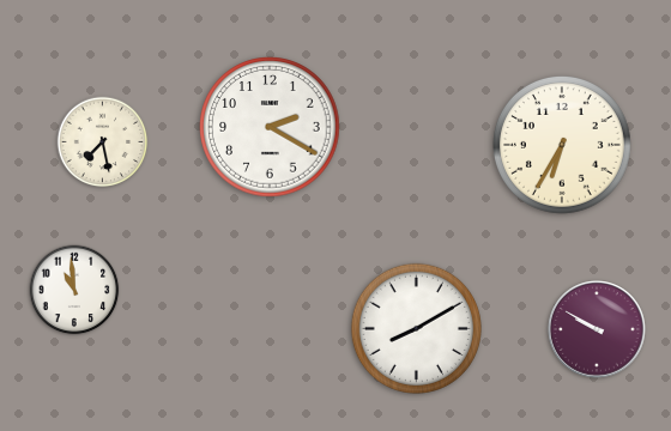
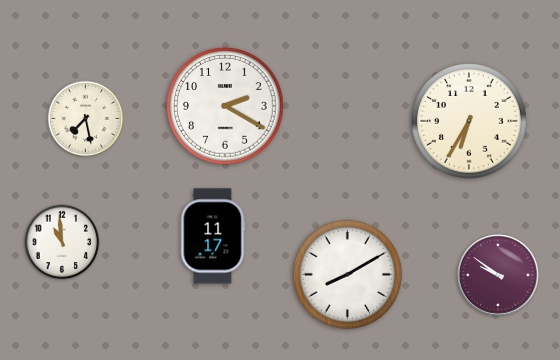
clock at (213, 236): none -> 11:17
clock at (597, 329): 9:50 -> 9:51
